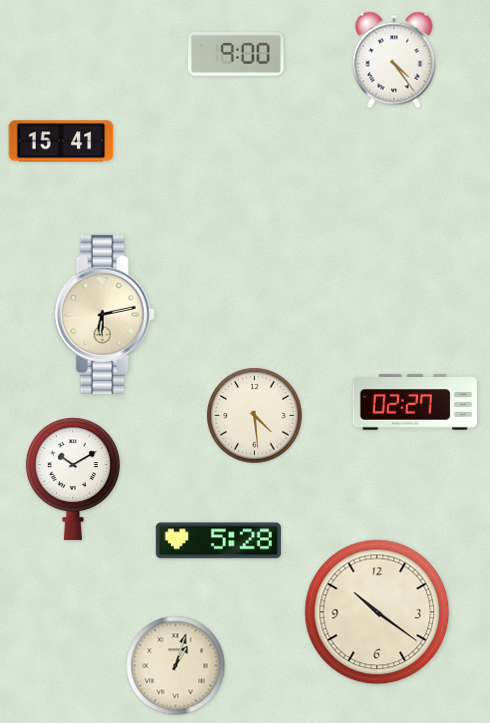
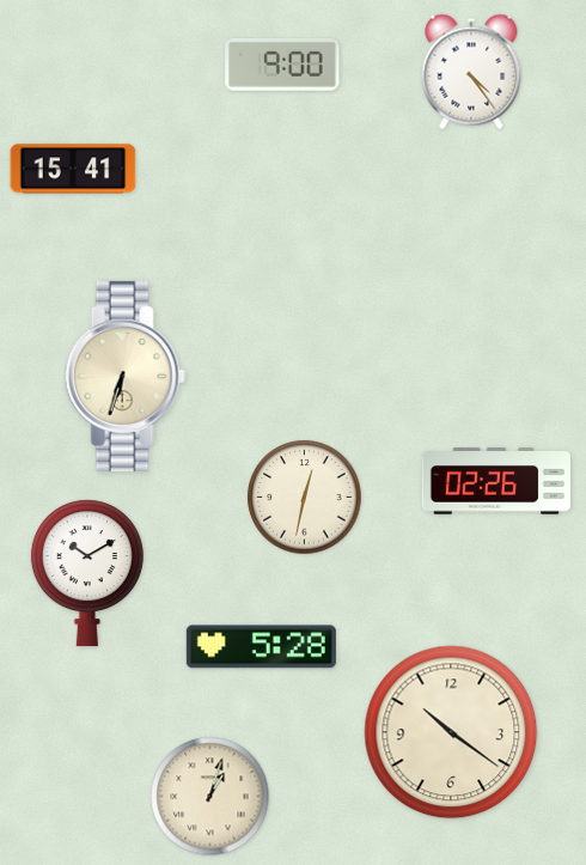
clock at (104, 314): 6:13 -> 6:33
clock at (415, 402): 02:27 -> 02:26
clock at (255, 416): 4:29 -> 12:32
